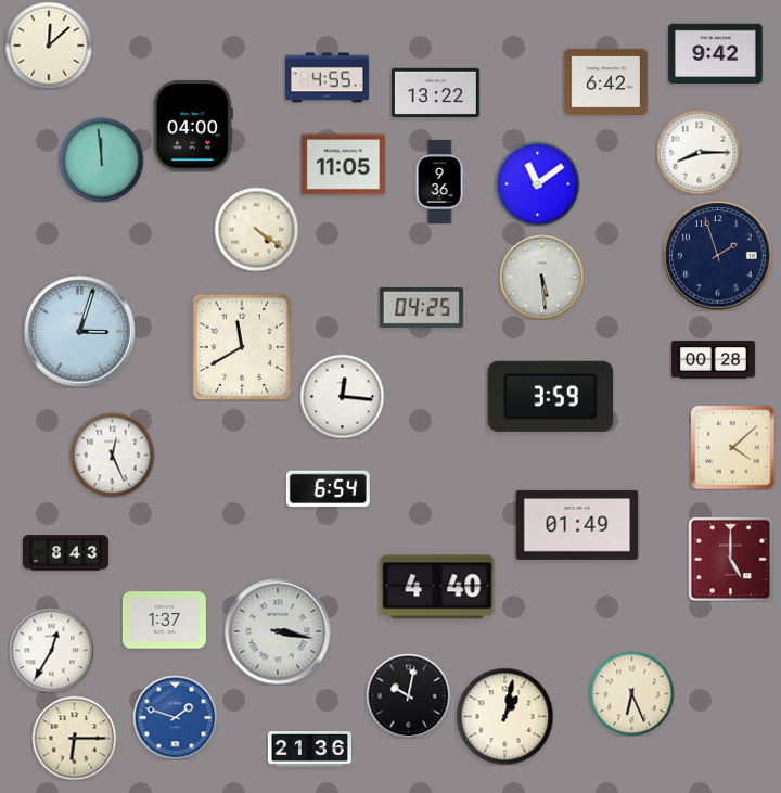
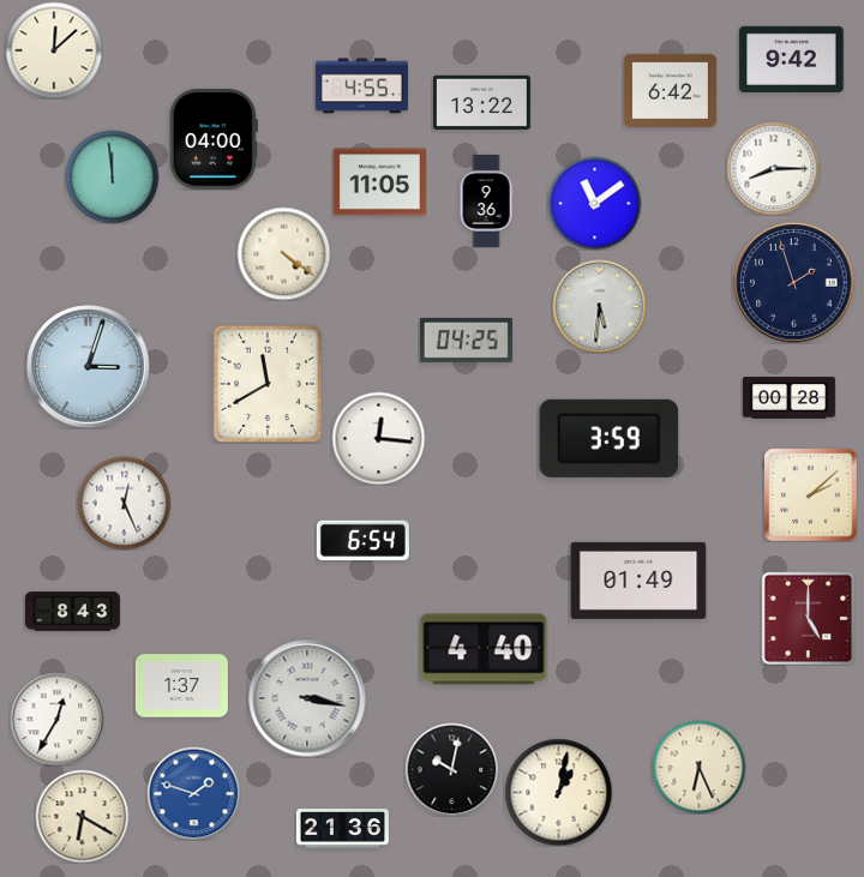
clock at (541, 277): 5:29 -> 5:31
clock at (732, 447): 4:08 -> 2:08
clock at (74, 738): 6:15 -> 6:20
